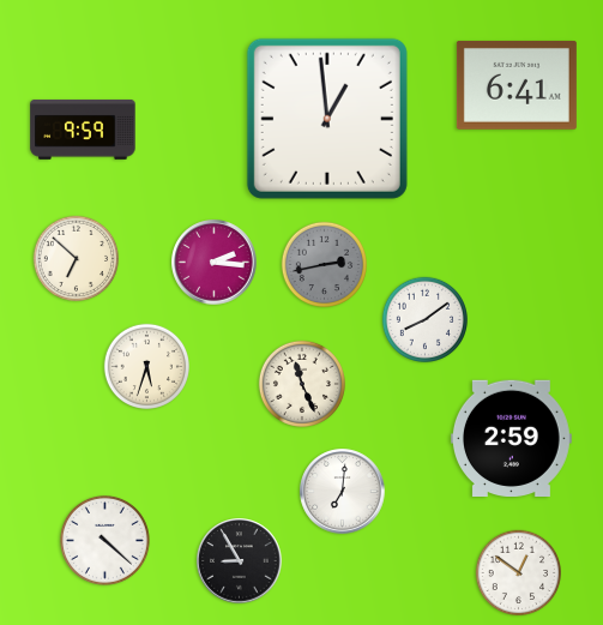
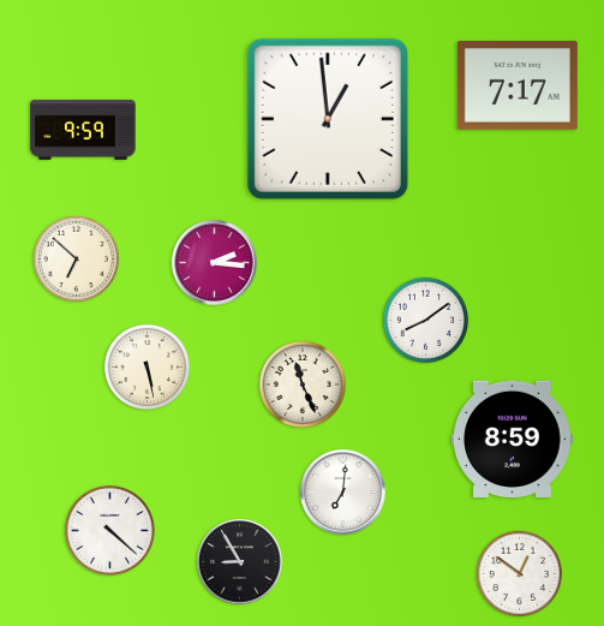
clock at (517, 85): 6:41 -> 7:17
clock at (324, 264): 2:43 -> none
clock at (146, 366): 5:33 -> 5:28
clock at (511, 438): 2:59 -> 8:59
clock at (104, 540) position: (104, 540) -> (109, 530)
